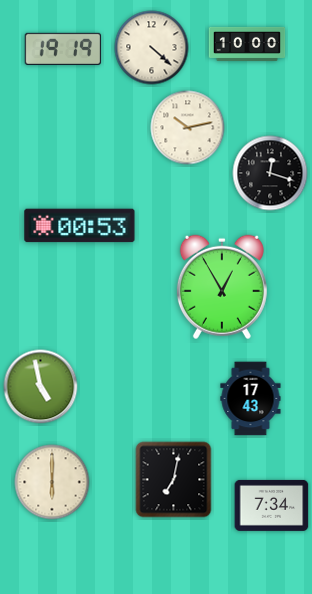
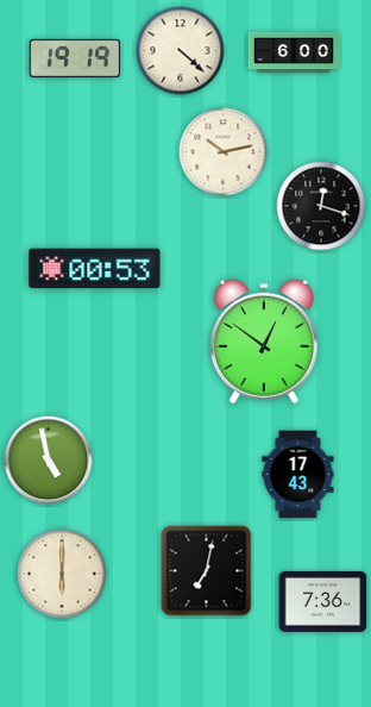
clock at (247, 44): 10:00 -> 6:00
clock at (152, 48) position: (152, 48) -> (181, 51)
clock at (222, 287): 12:55 -> 12:51
clock at (272, 505): 7:34 -> 7:36
